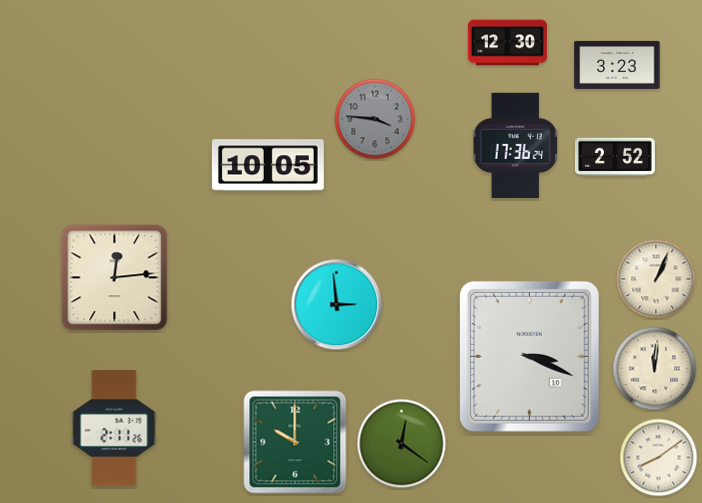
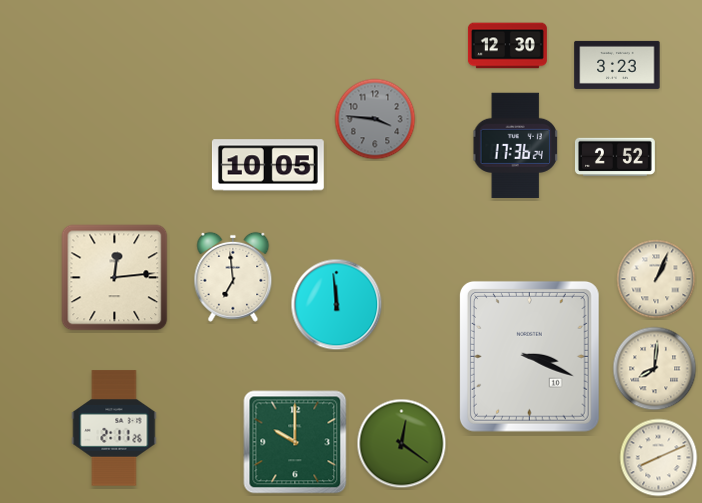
clock at (507, 43) position: (507, 43) -> (507, 46)
clock at (233, 277): none -> 6:59
clock at (337, 305): 2:59 -> 11:59
clock at (655, 369): 12:01 -> 8:01
clock at (659, 458): 8:09 -> 8:11
